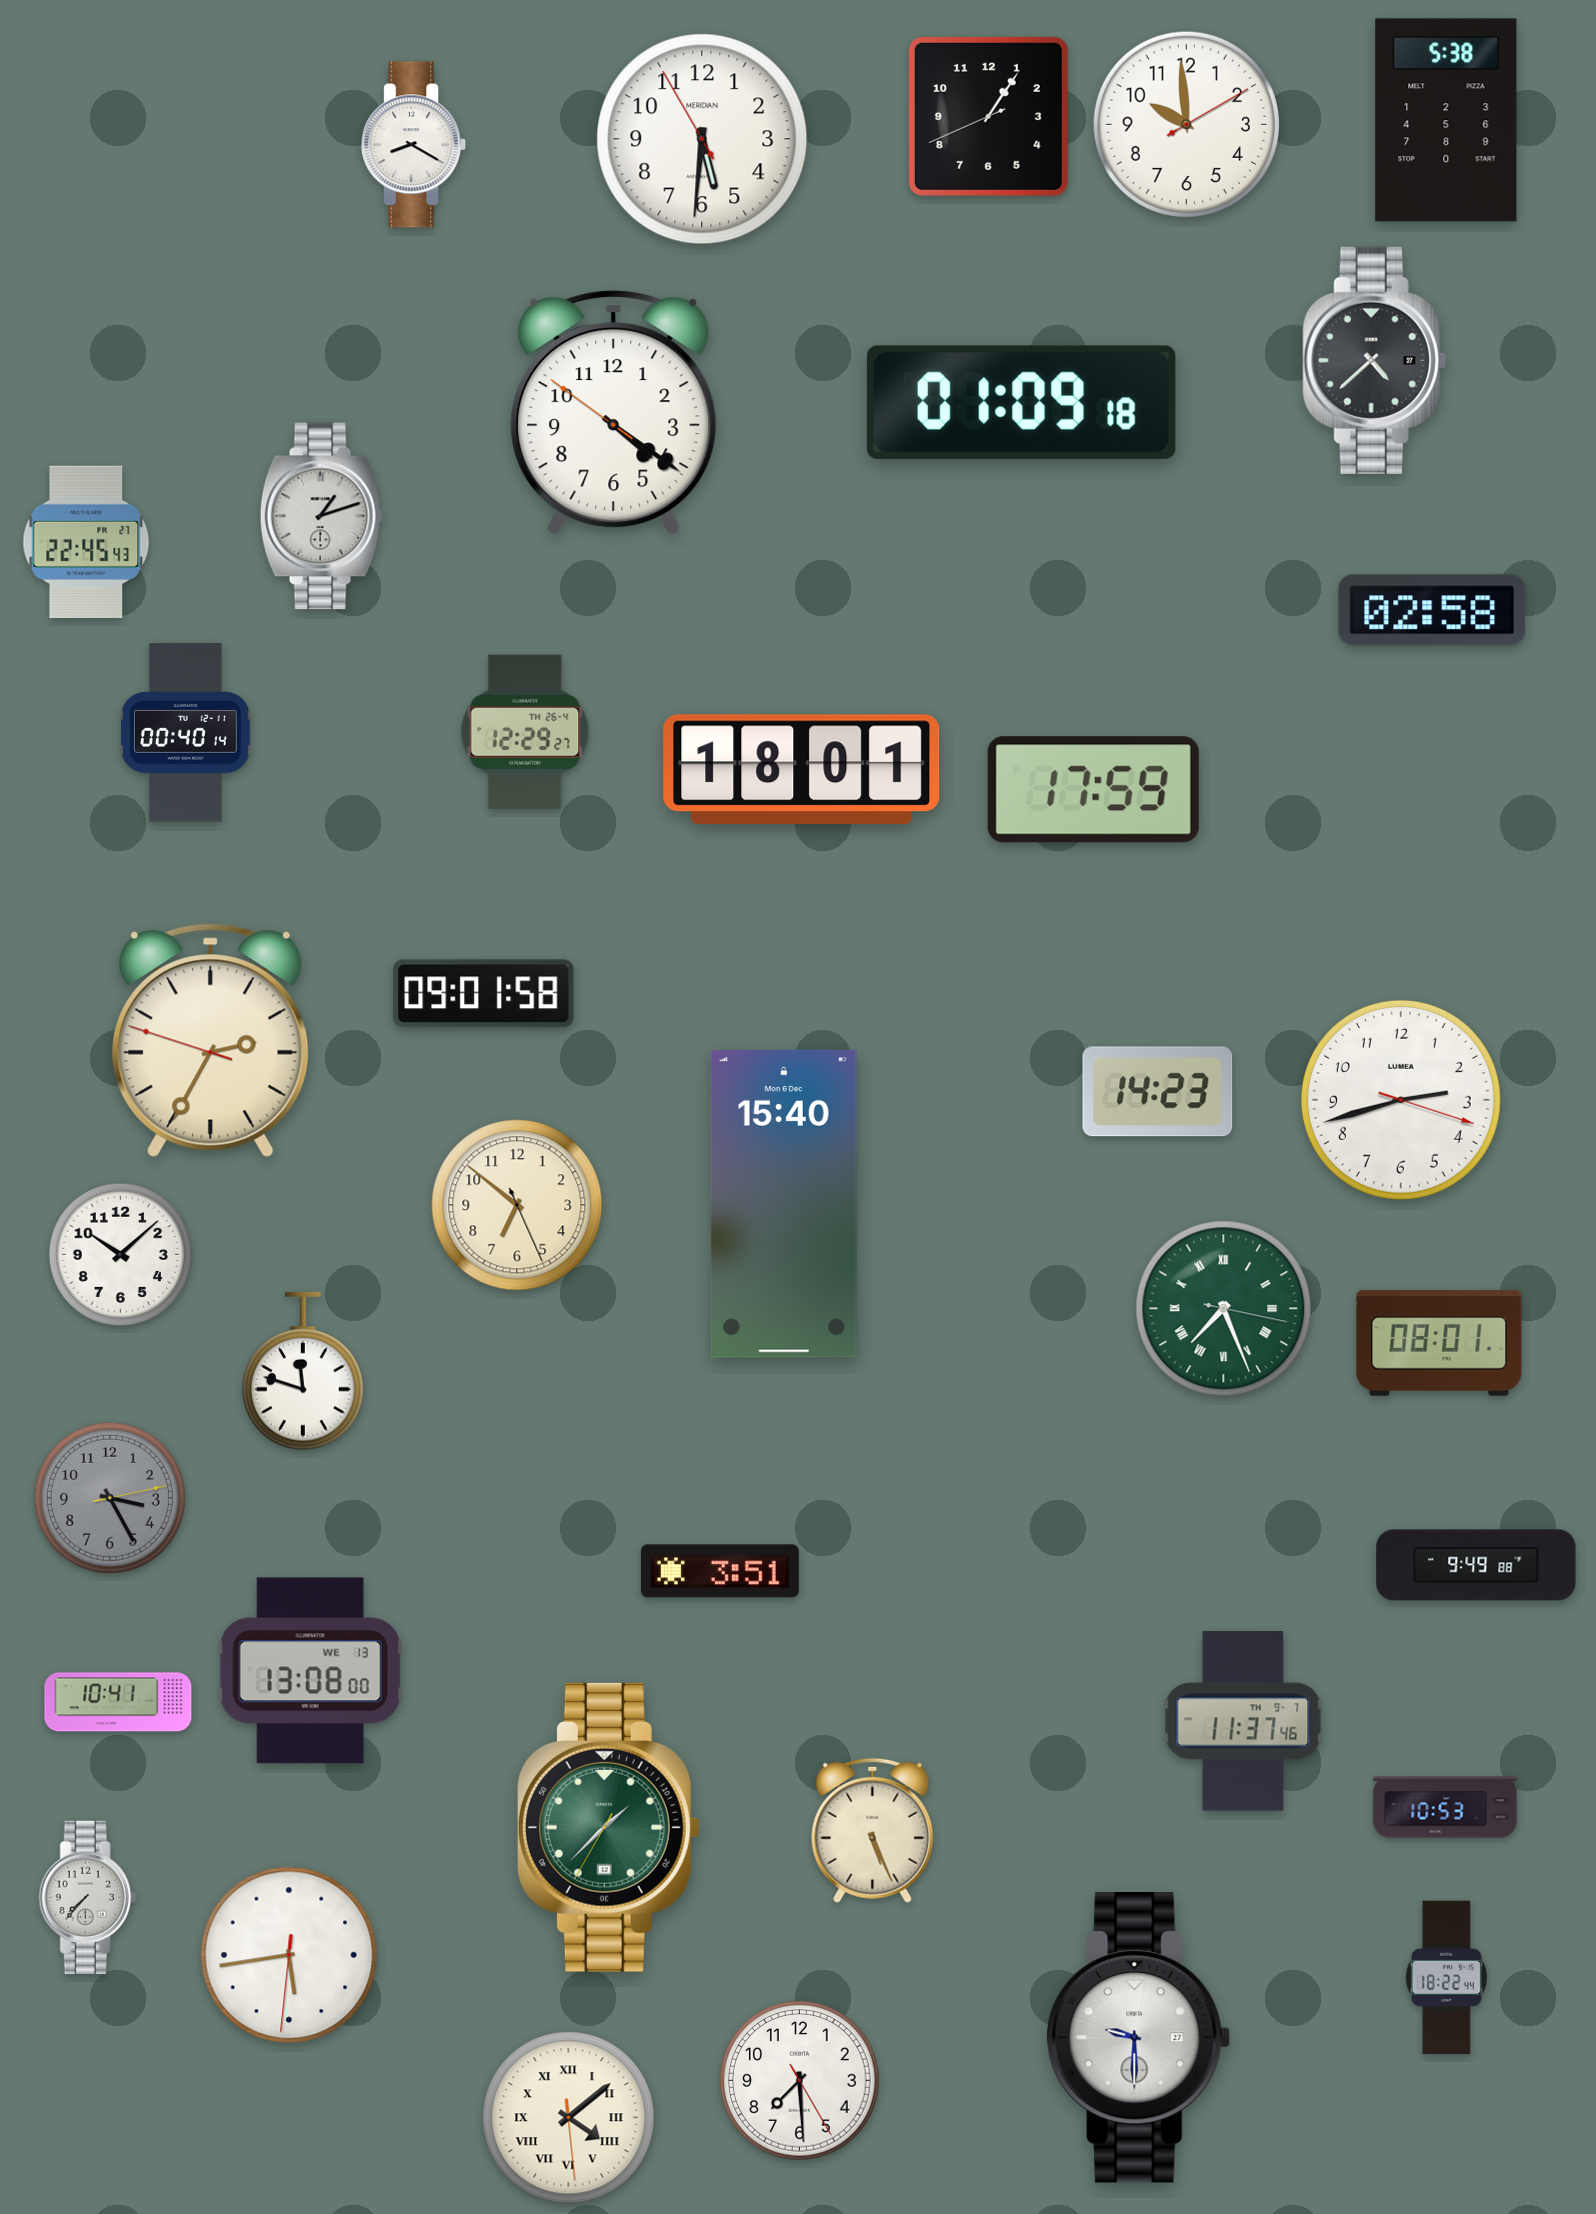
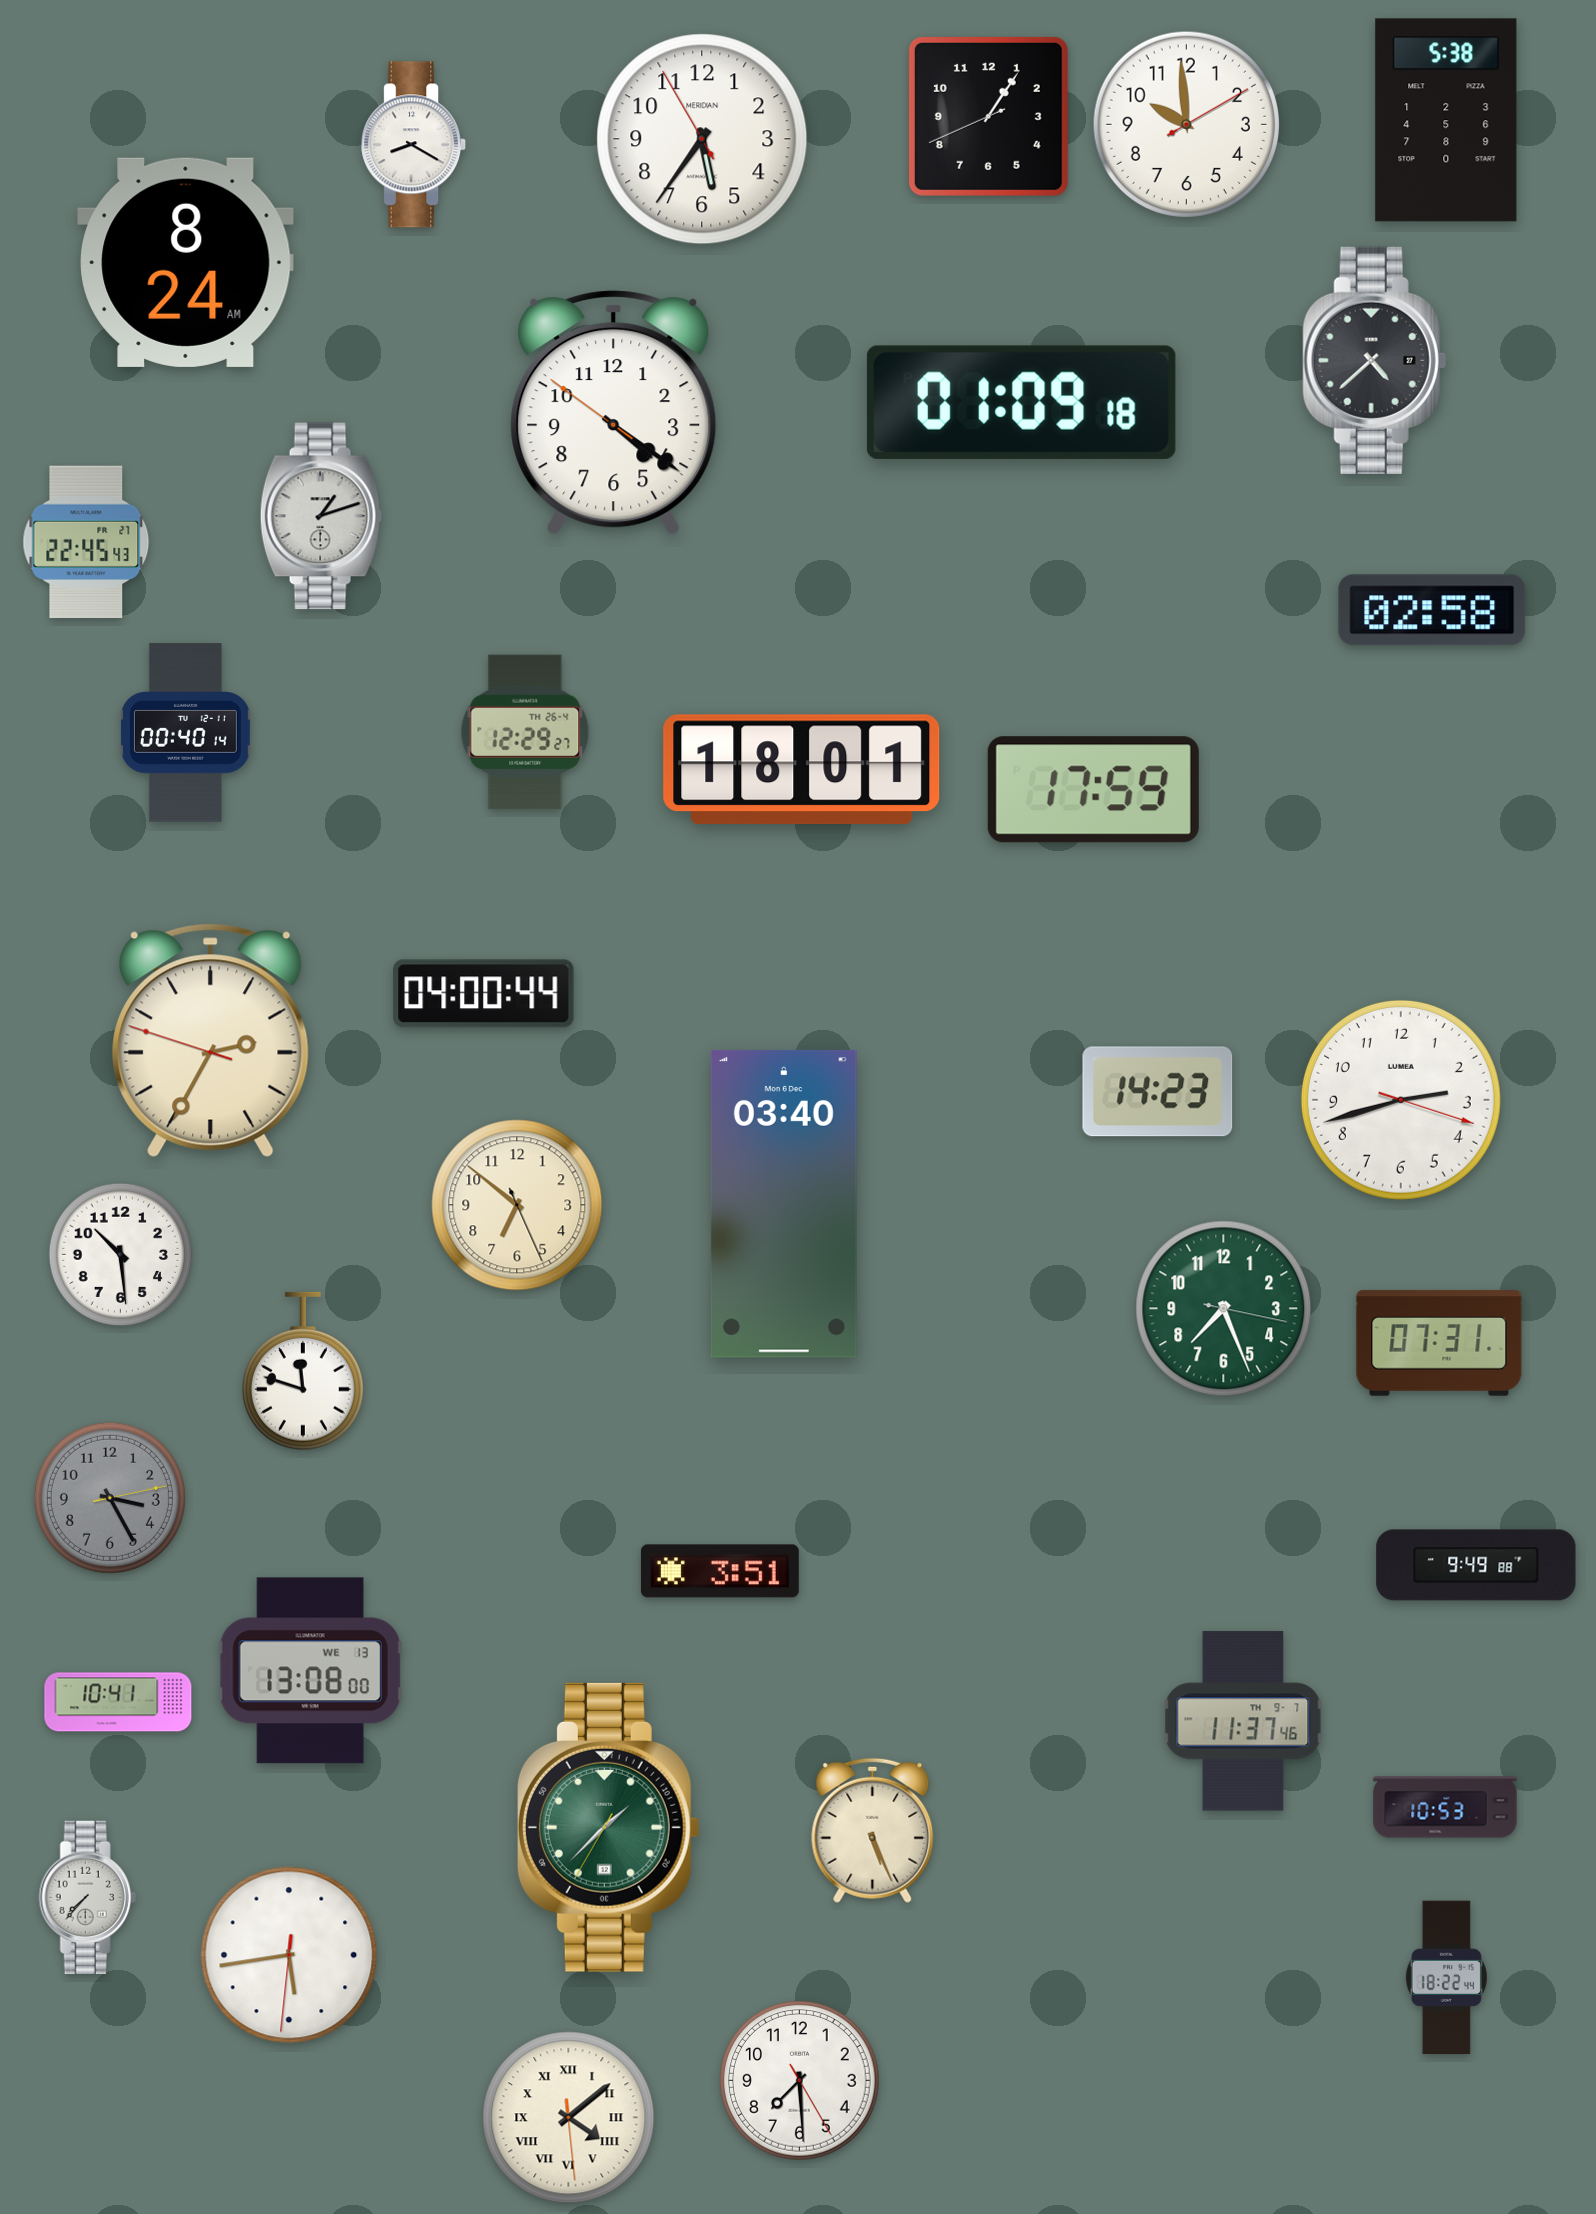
clock at (702, 139): 5:30 -> 5:35
clock at (186, 262): none -> 8:24
clock at (484, 994): 09:01 -> 04:00
clock at (784, 1204): 15:40 -> 03:40
clock at (121, 1255): 10:08 -> 10:29
clock at (1224, 1309) numerals: Roman -> Arabic
clock at (1439, 1343): 08:01 -> 07:31
clock at (1139, 2038): 9:30 -> none
